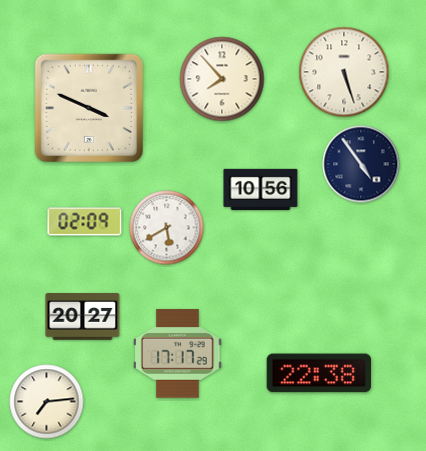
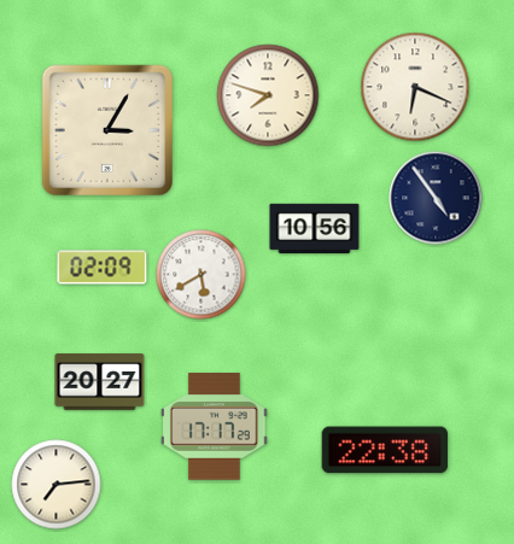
clock at (344, 72): 5:27 -> 6:19
clock at (222, 79): 7:53 -> 7:48
clock at (88, 107): 3:49 -> 3:05
